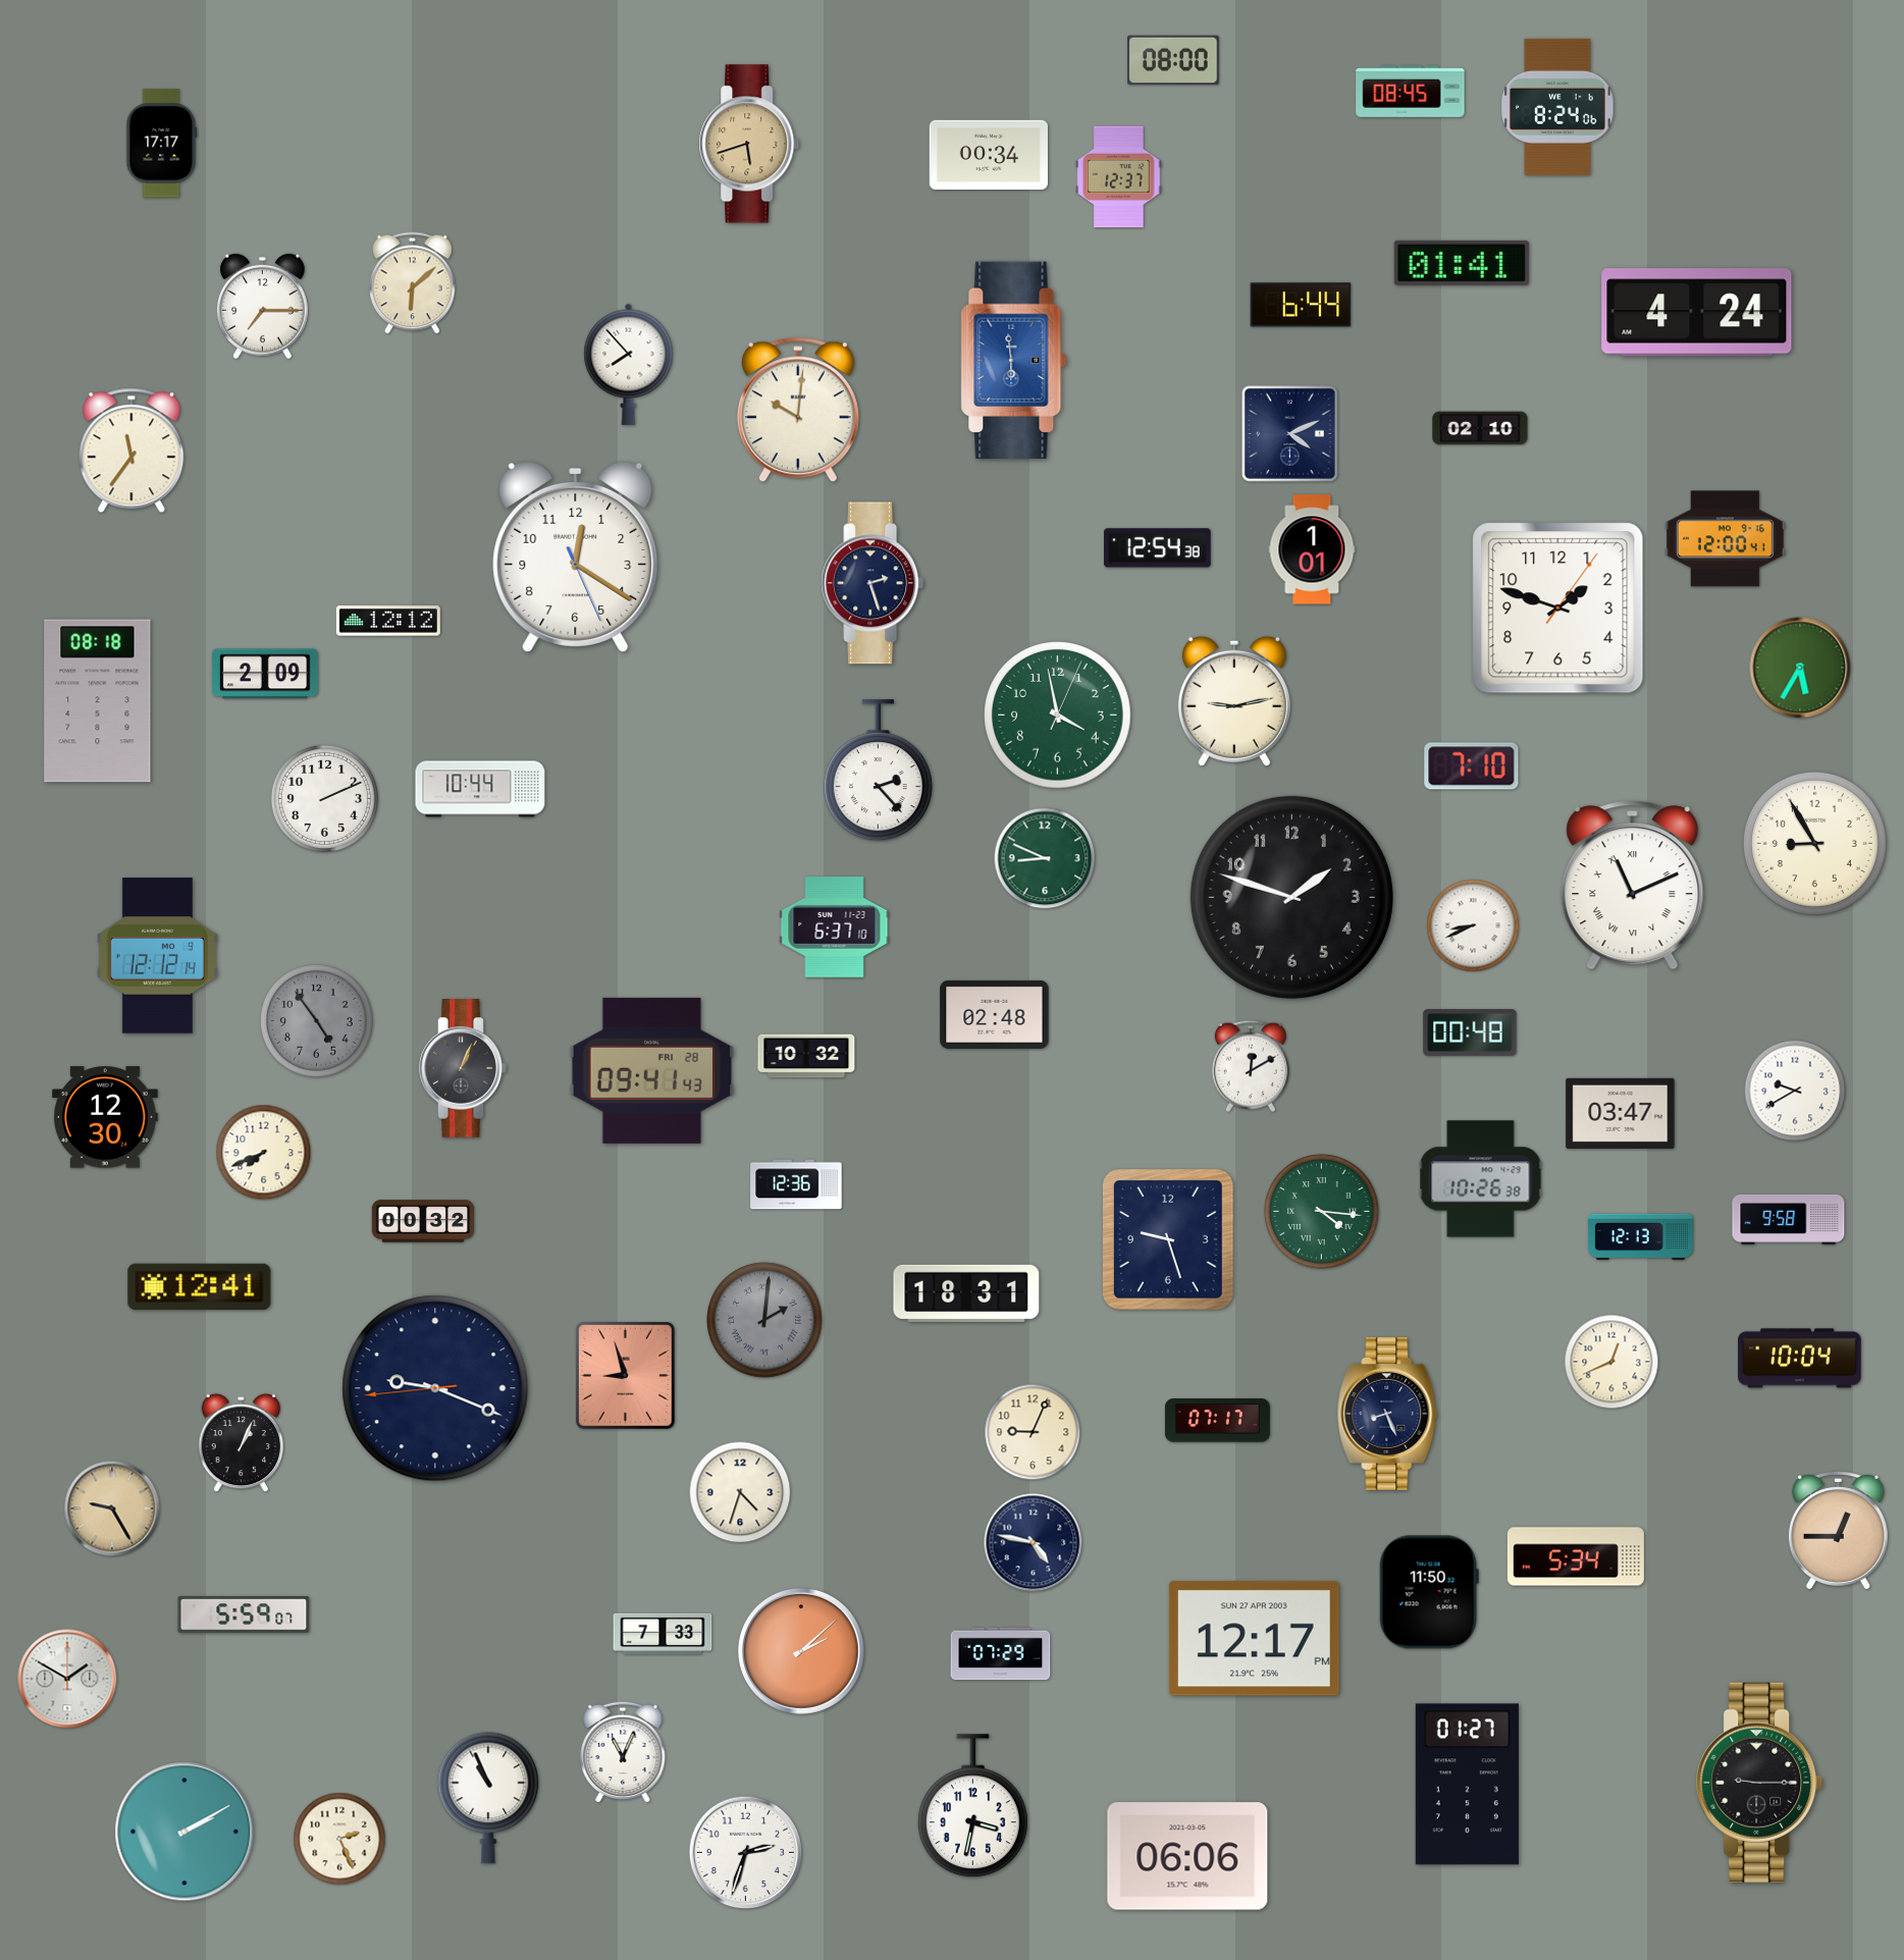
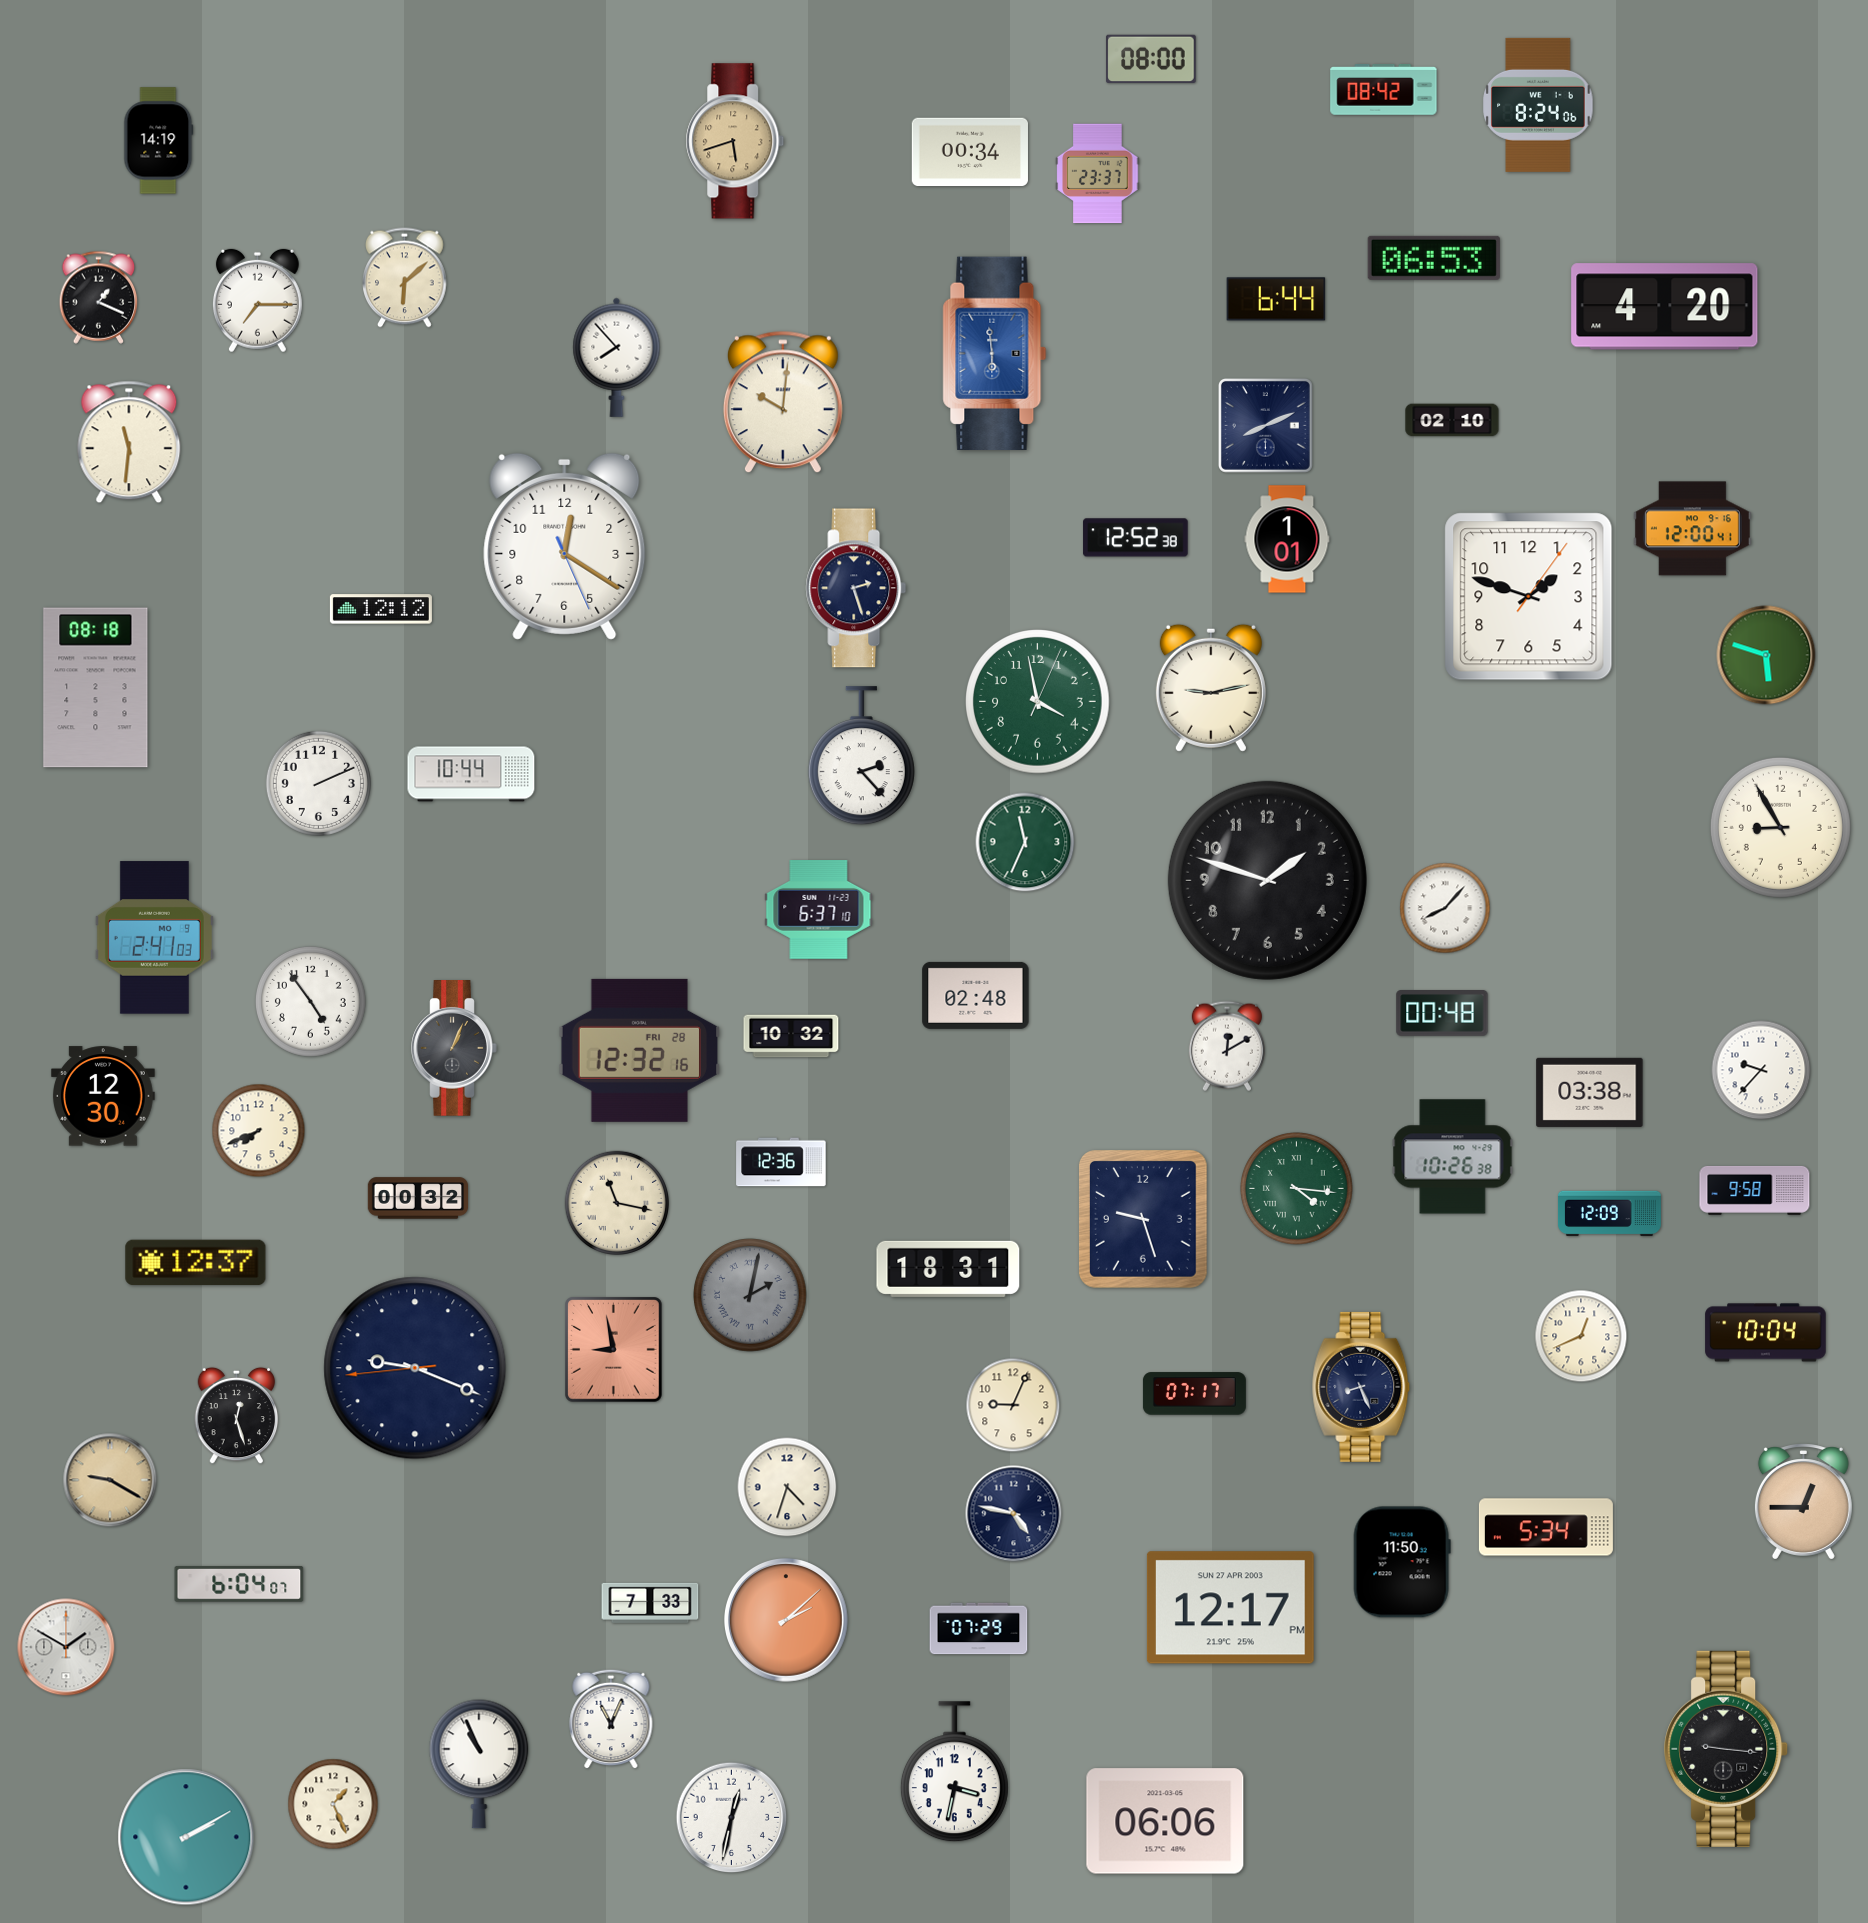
clock at (1411, 92): 08:45 -> 08:42
clock at (1557, 107) position: (1557, 107) -> (1538, 105)
clock at (162, 144): 17:17 -> 14:19
clock at (1119, 177): 12:37 -> 23:37
clock at (1462, 263): 01:41 -> 06:53
clock at (99, 297): none -> 1:19
clock at (1697, 313): 4:24 -> 4:20
clock at (1289, 433): 4:11 -> 8:11
clock at (131, 451): 11:36 -> 11:31
clock at (1158, 548): 12:54 -> 12:52
clock at (872, 583) position: (872, 583) -> (856, 588)
clock at (1800, 668): 5:35 -> 5:48
clock at (265, 674): 2:09 -> none
clock at (1472, 766): 7:10 -> none
clock at (1045, 858): 8:49 -> 11:34
clock at (1633, 886): 11:11 -> none
clock at (1473, 925): 8:41 -> 8:07
clock at (157, 956): 12:12 -> 2:41
clock at (316, 1020) dial: grey -> white
clock at (652, 1070): 09:41 -> 12:32
clock at (1795, 1091): 9:40 -> 9:37
clock at (1621, 1113): 03:47 -> 03:38
clock at (1789, 1219) position: (1789, 1219) -> (1755, 1190)
clock at (423, 1221) position: (423, 1221) -> (418, 1198)
clock at (616, 1202): none -> 11:17
clock at (1640, 1237): 12:13 -> 12:09
clock at (1168, 1240) position: (1168, 1240) -> (1143, 1220)
clock at (200, 1287): 12:41 -> 12:37
clock at (764, 1320): 2:01 -> 2:02
clock at (626, 1376): 8:57 -> 8:58
clock at (435, 1388) position: (435, 1388) -> (415, 1368)
clock at (242, 1443): 1:04 -> 12:27
clock at (740, 1492) position: (740, 1492) -> (787, 1487)
clock at (112, 1508): 9:25 -> 9:20
clock at (244, 1614): 5:59 -> 6:04
clock at (1001, 1654) position: (1001, 1654) -> (979, 1629)
clock at (1760, 1783): 9:15 -> 9:16
clock at (1467, 1785): 01:27 -> none
clock at (184, 1832) position: (184, 1832) -> (186, 1837)
clock at (339, 1839): 2:26 -> 1:26
clock at (746, 1853): 2:33 -> 12:32
